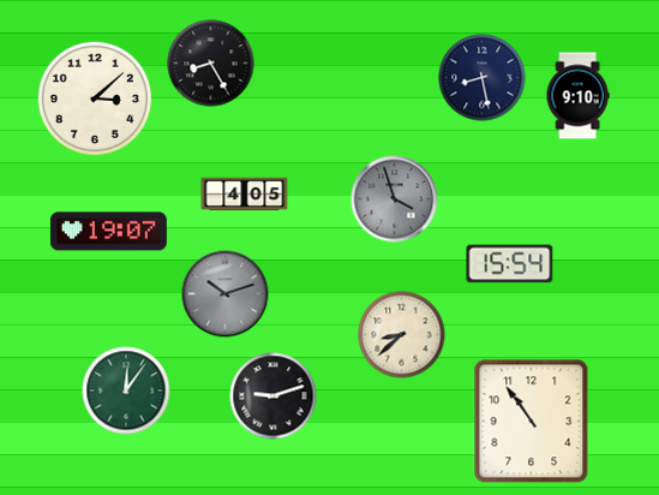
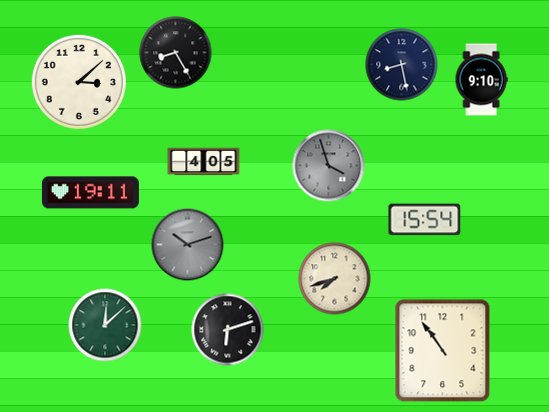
clock at (108, 232): 19:07 -> 19:11
clock at (402, 335): 8:38 -> 7:42
clock at (126, 390): 12:06 -> 12:08
clock at (274, 396): 9:12 -> 6:12
